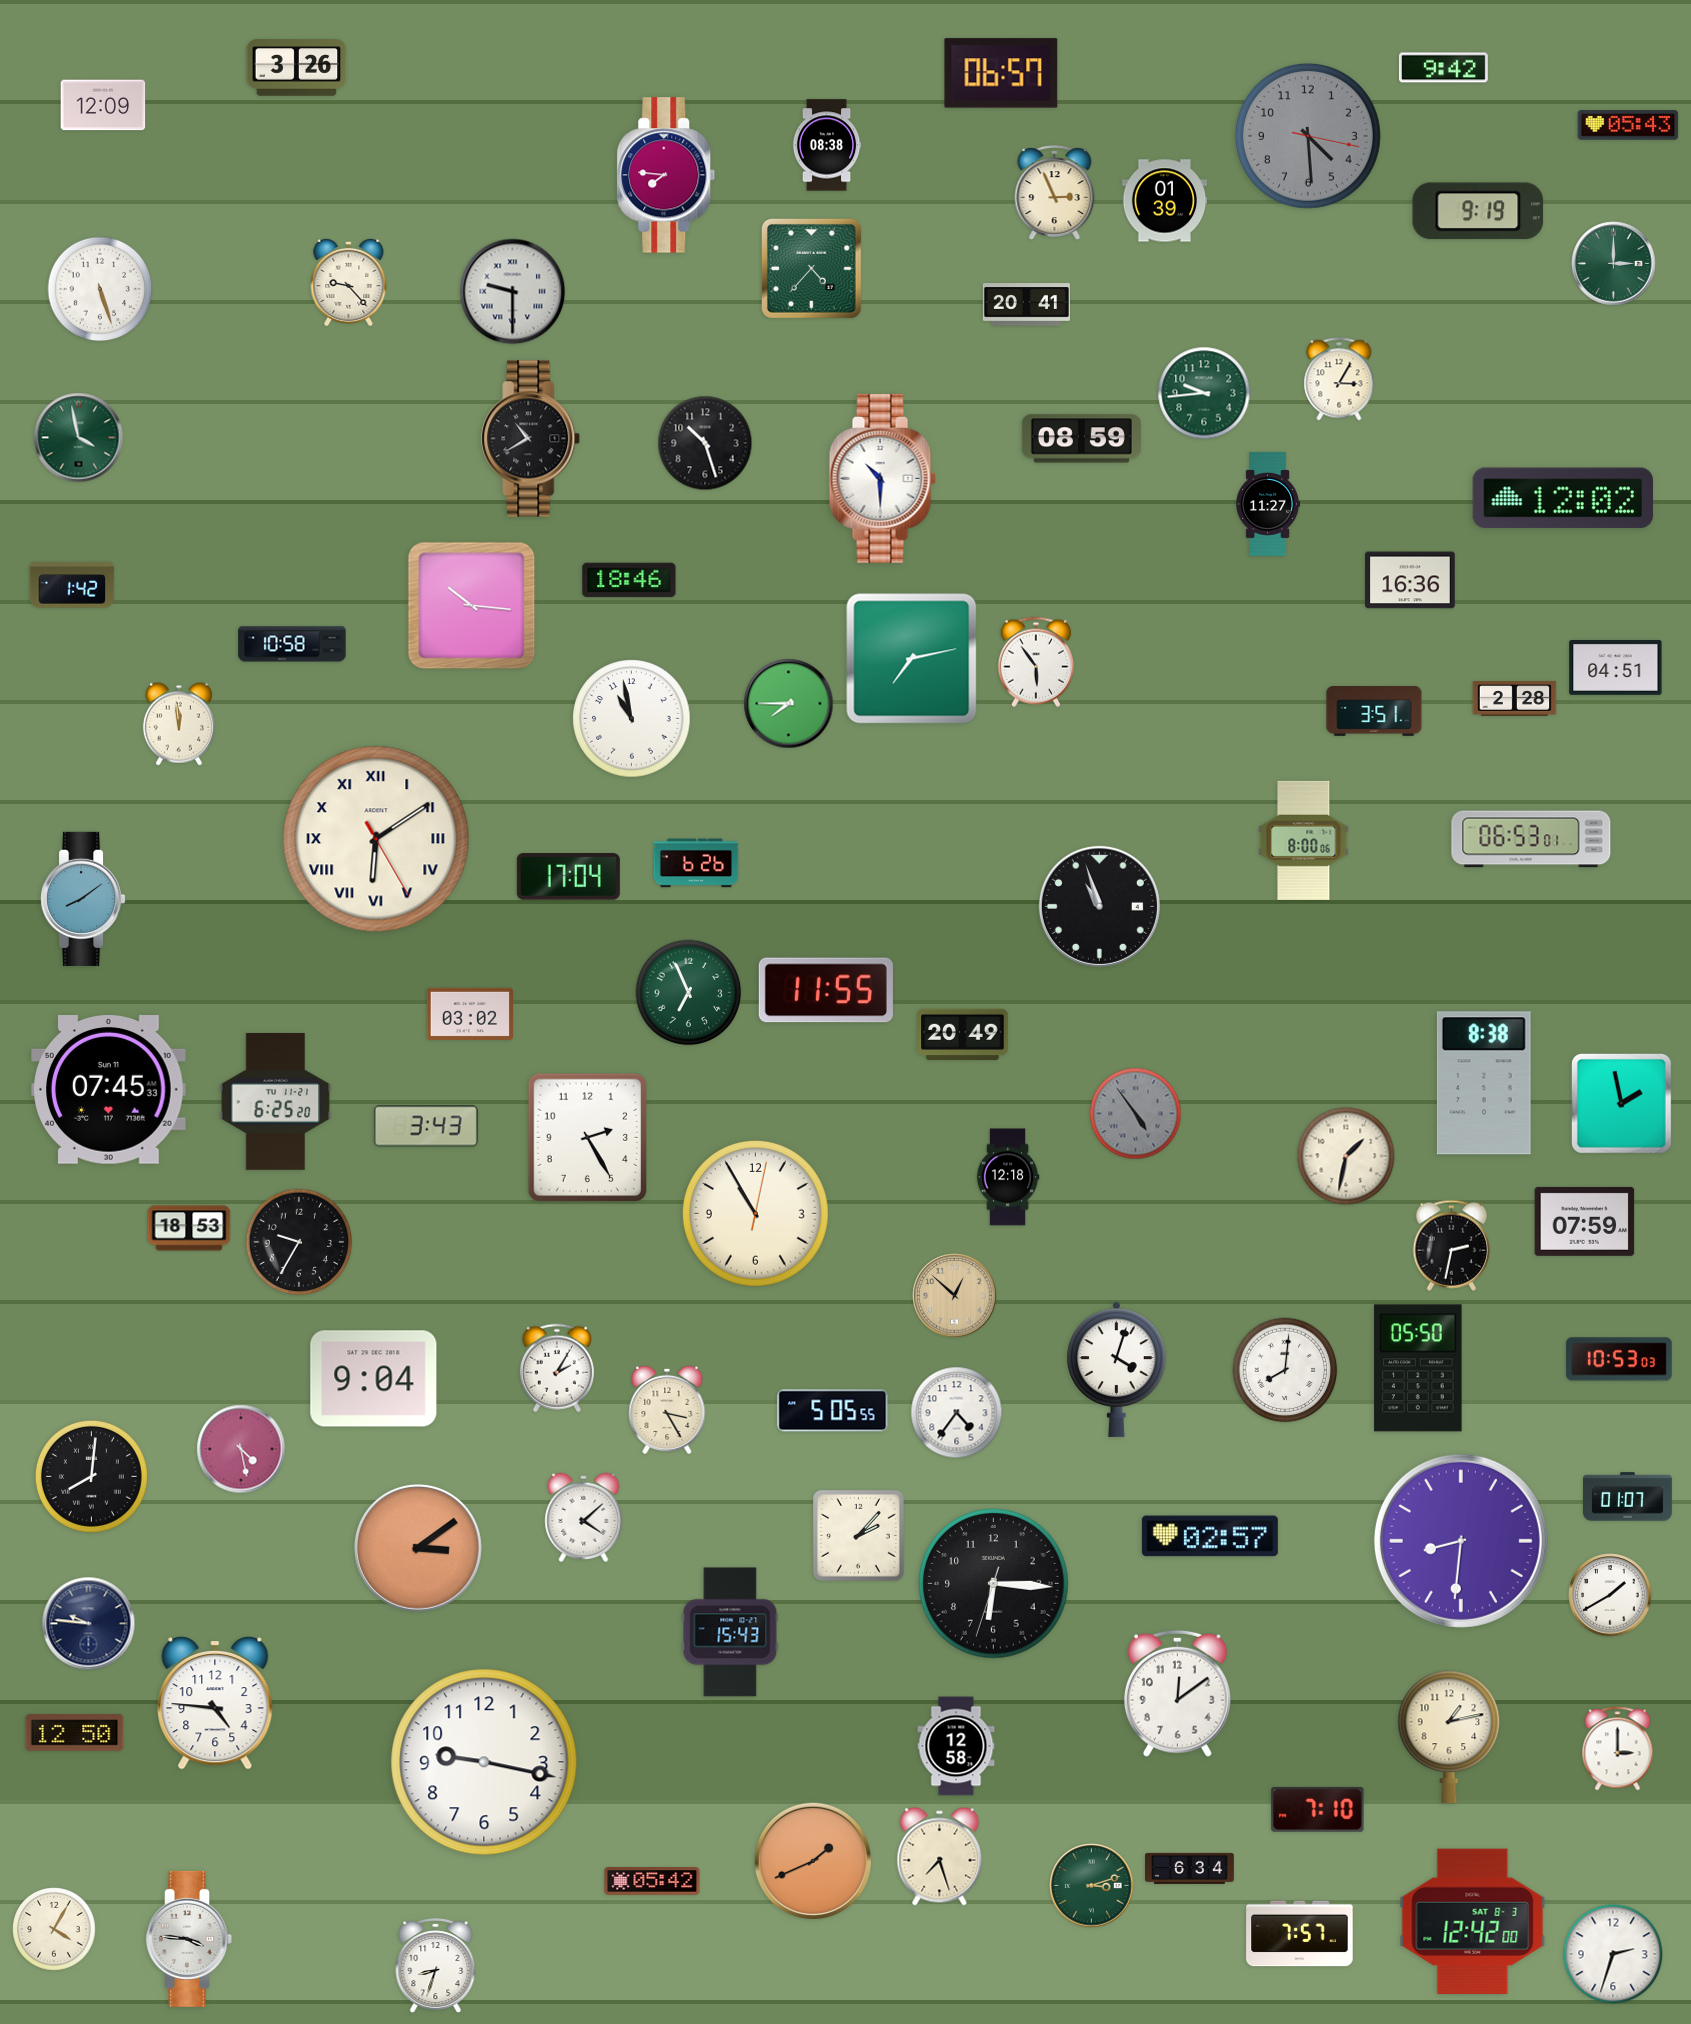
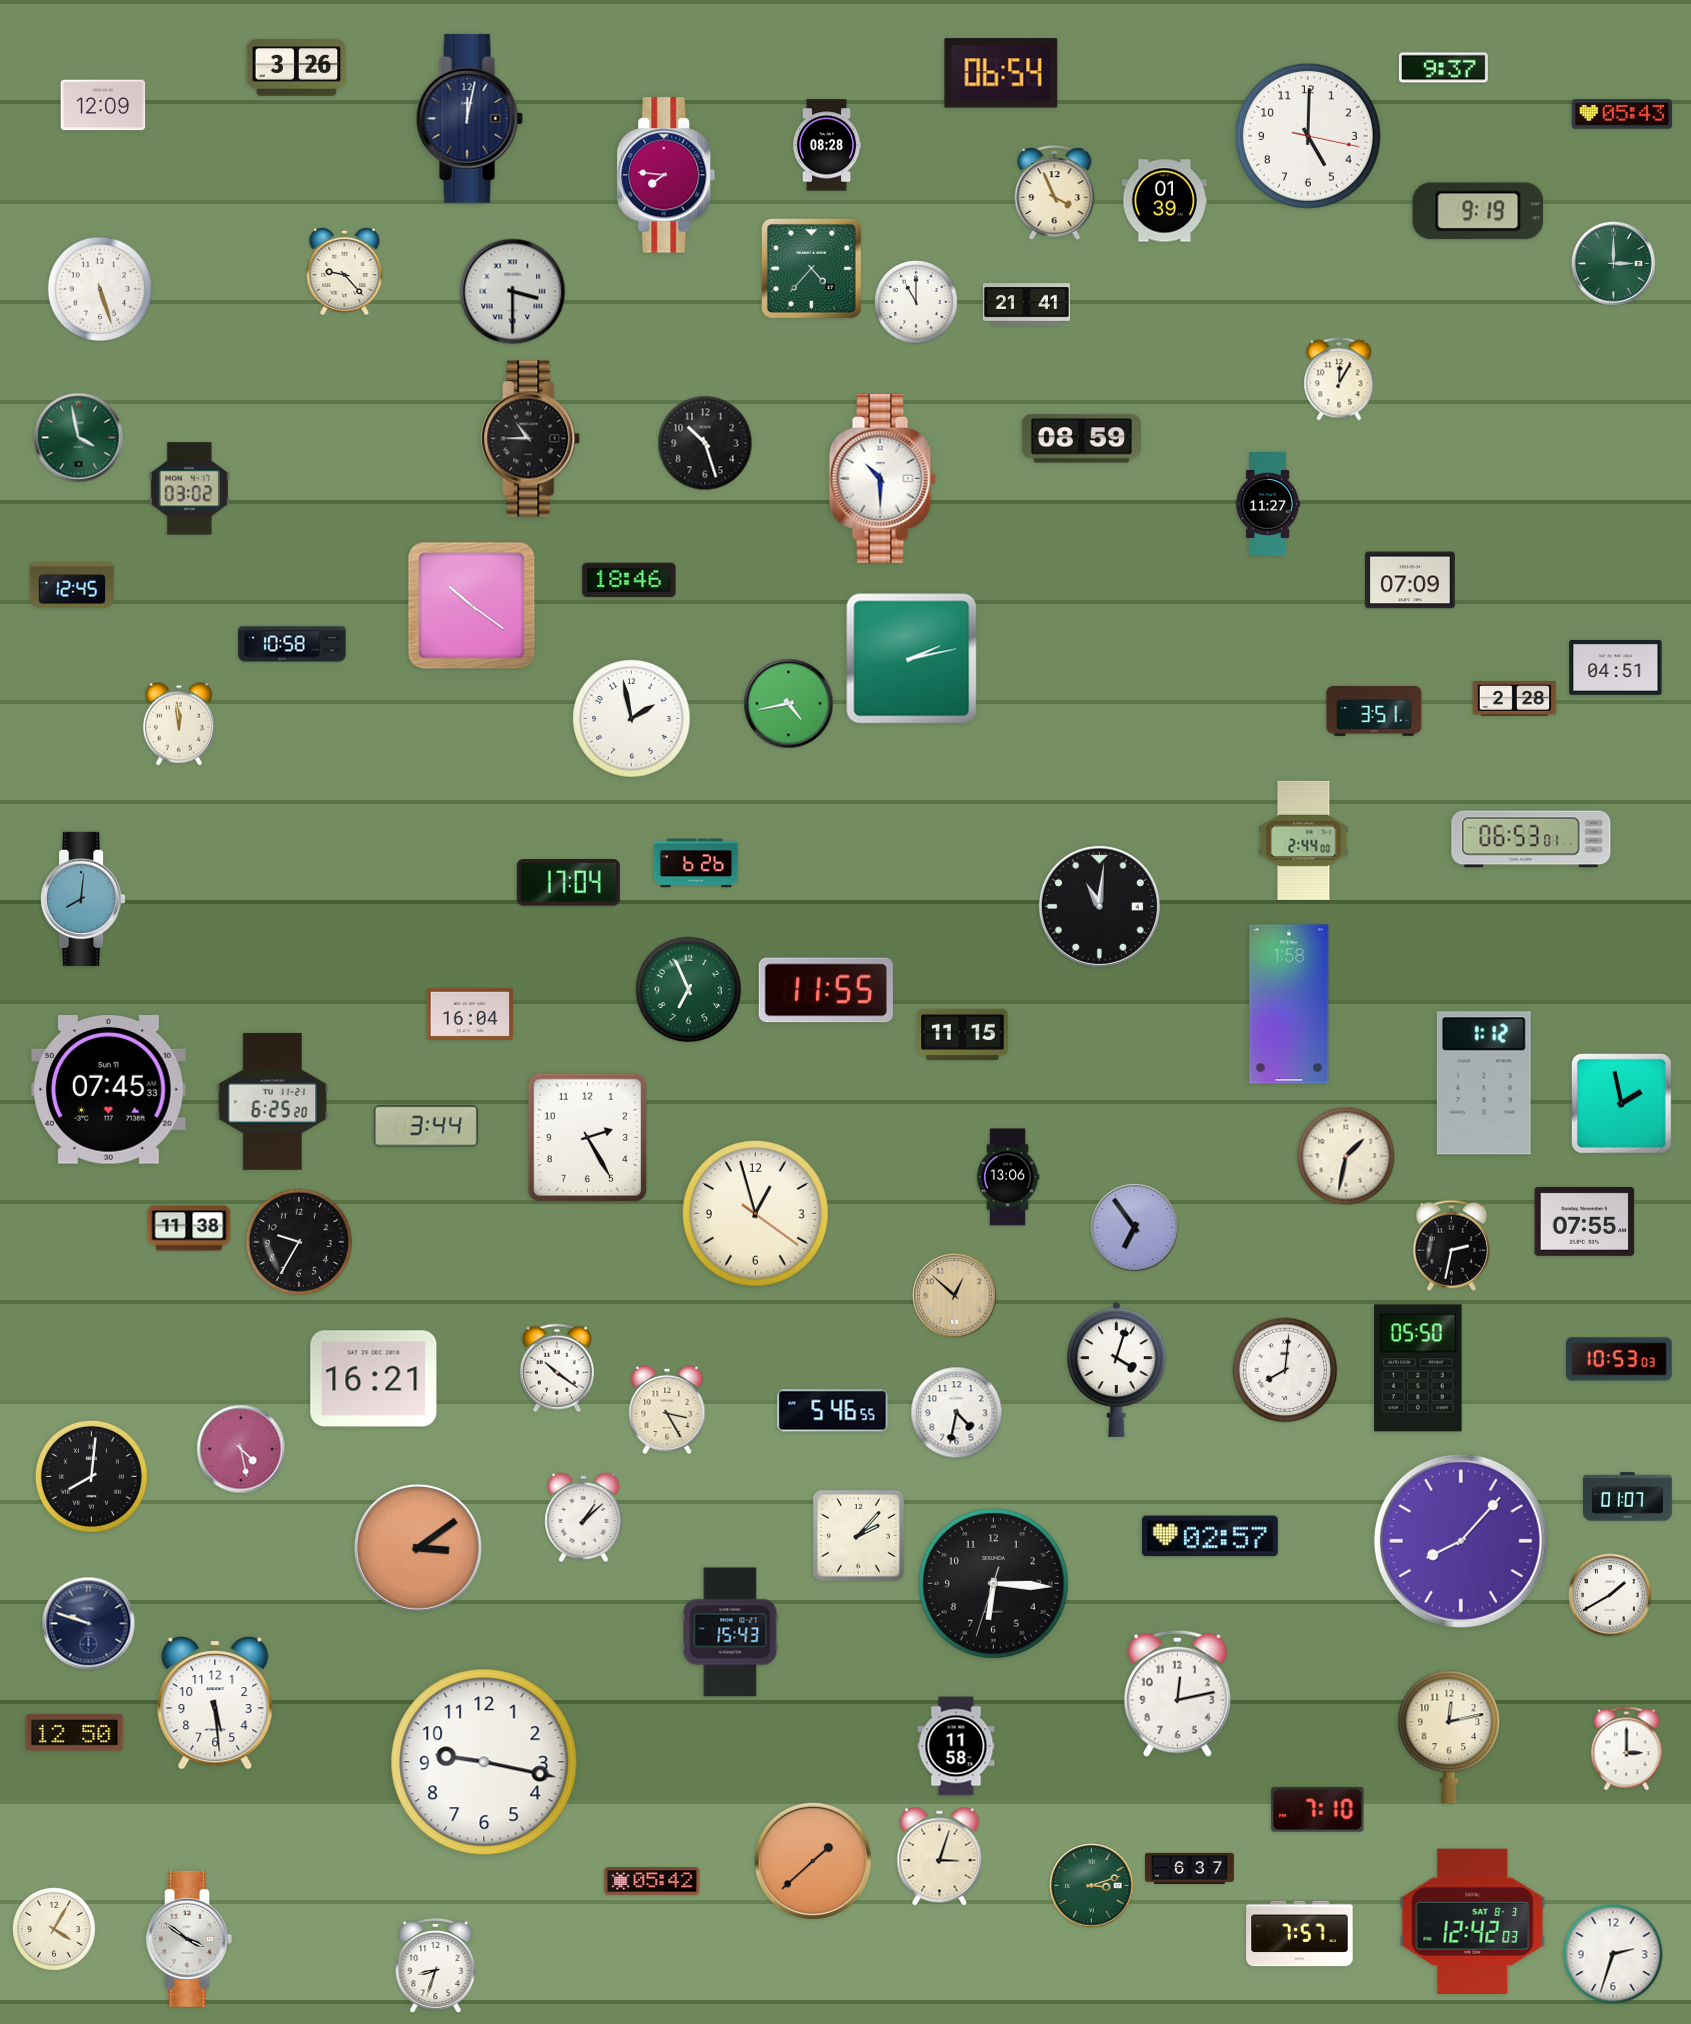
clock at (1443, 68): 9:42 -> 9:37
clock at (1001, 73): 06:57 -> 06:54
clock at (469, 118): none -> 12:02
clock at (1628, 125) position: (1628, 125) -> (1622, 114)
clock at (1308, 136): 4:29 -> 5:00
clock at (1308, 136) dial: grey -> white
clock at (827, 145): 08:38 -> 08:28
clock at (1055, 192): 2:56 -> 3:56
clock at (349, 282) position: (349, 282) -> (345, 271)
clock at (513, 292): 9:30 -> 3:30
clock at (916, 302): none -> 11:00
clock at (1026, 305): 20:41 -> 21:41
clock at (1339, 379): 3:05 -> 12:05
clock at (1204, 393): 9:44 -> none
clock at (531, 439): 10:40 -> 10:45
clock at (189, 489): none -> 03:02
clock at (1563, 498): 12:02 -> none
clock at (1410, 580): 16:36 -> 07:09
clock at (72, 585): 1:42 -> 12:45
clock at (472, 606): 10:16 -> 10:21
clock at (912, 659): 7:13 -> 2:13
clock at (1036, 662): 5:54 -> none
clock at (789, 704): 7:45 -> 4:43
clock at (632, 719): 10:58 -> 1:58
clock at (376, 839): 6:09 -> none
clock at (1304, 840): 8:00 -> 2:44
clock at (568, 877) position: (568, 877) -> (568, 883)
clock at (84, 899): 8:09 -> 8:01
clock at (1099, 906): 10:57 -> 11:01
clock at (689, 993) position: (689, 993) -> (689, 990)
clock at (1289, 1004): none -> 1:58
clock at (470, 1014): 03:02 -> 16:04
clock at (963, 1034): 20:49 -> 11:15
clock at (1484, 1083): 8:38 -> 1:12
clock at (276, 1101) position: (276, 1101) -> (273, 1101)
clock at (1136, 1114): 4:54 -> none
clock at (426, 1126): 3:43 -> 3:44
clock at (1008, 1177): 12:18 -> 13:06
clock at (755, 1213): 10:55 -> 12:57
clock at (1585, 1221): 07:59 -> 07:55
clock at (189, 1228): 18:53 -> 11:38
clock at (1135, 1228): none -> 6:54
clock at (557, 1368): 2:05 -> 10:21
clock at (374, 1379): 9:04 -> 16:21
clock at (833, 1411): 5:05 -> 5:46
clock at (957, 1413): 4:36 -> 4:32
clock at (584, 1517): 4:08 -> 1:08
clock at (1461, 1541): 8:31 -> 8:07
clock at (89, 1624): 9:46 -> 9:48
clock at (1177, 1693): 12:09 -> 12:13
clock at (215, 1703): 4:46 -> 5:29
clock at (1449, 1737): 1:13 -> 12:13
clock at (956, 1746): 12:58 -> 11:58
clock at (1618, 1749) position: (1618, 1749) -> (1627, 1749)
clock at (940, 1857): 7:27 -> 3:03
clock at (812, 1861): 1:41 -> 1:38
clock at (1190, 1868): 6:34 -> 6:37
clock at (1473, 1921): 12:42:00 -> 12:42:03
clock at (189, 1939): 3:46 -> 3:51
